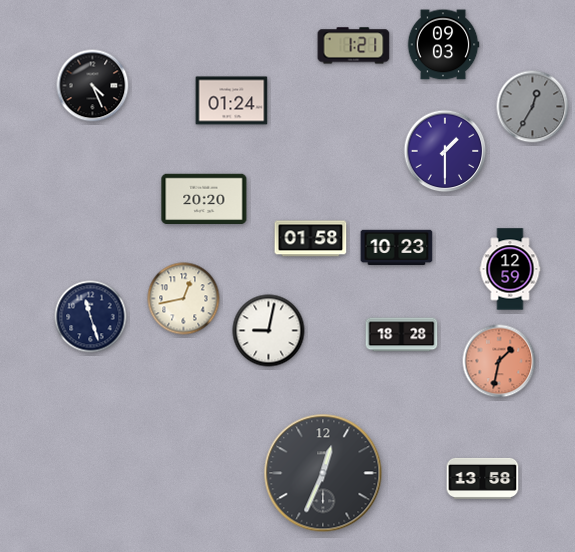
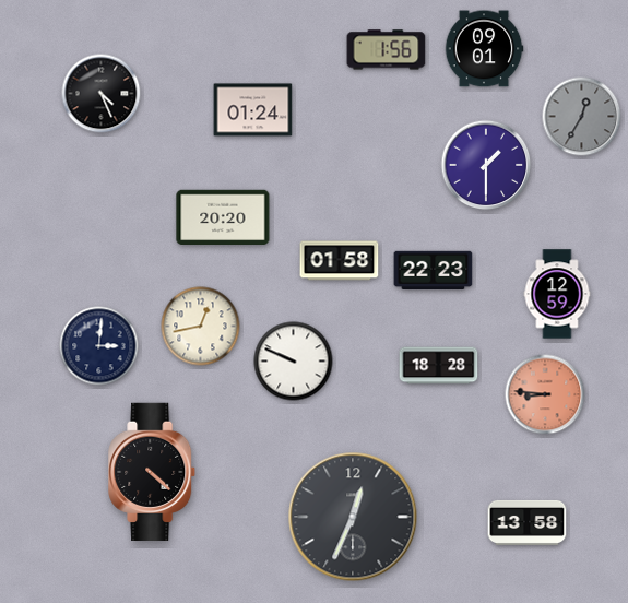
clock at (443, 45): 09:03 -> 09:01
clock at (354, 46): 1:21 -> 1:56
clock at (397, 248): 10:23 -> 22:23
clock at (91, 317): 11:27 -> 3:01
clock at (269, 331): 9:02 -> 9:49
clock at (499, 361): 1:32 -> 8:46
clock at (153, 471): none -> 4:22
